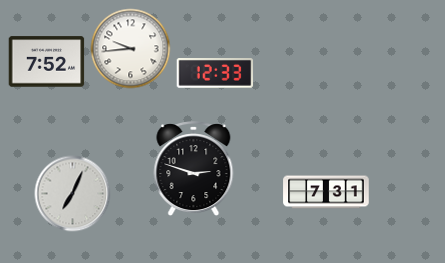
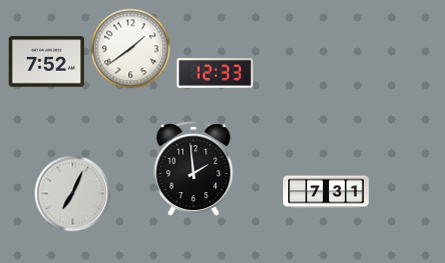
clock at (131, 49): 9:44 -> 1:39
clock at (194, 169): 2:48 -> 1:59
